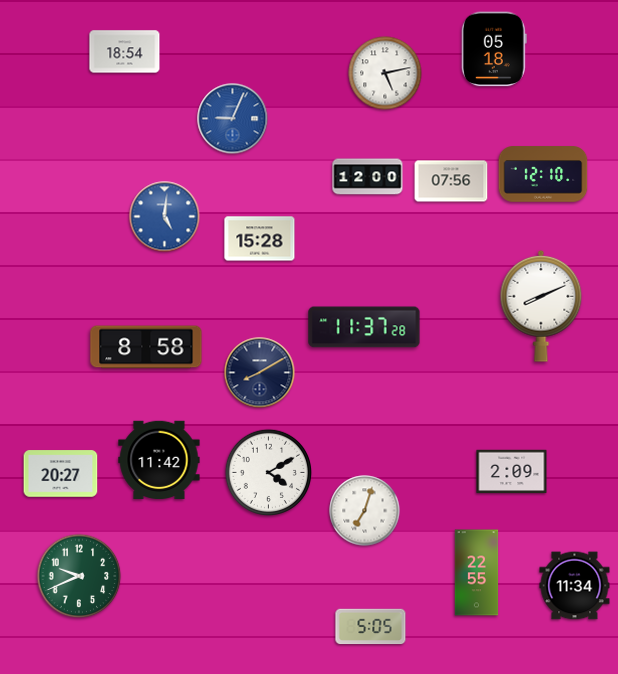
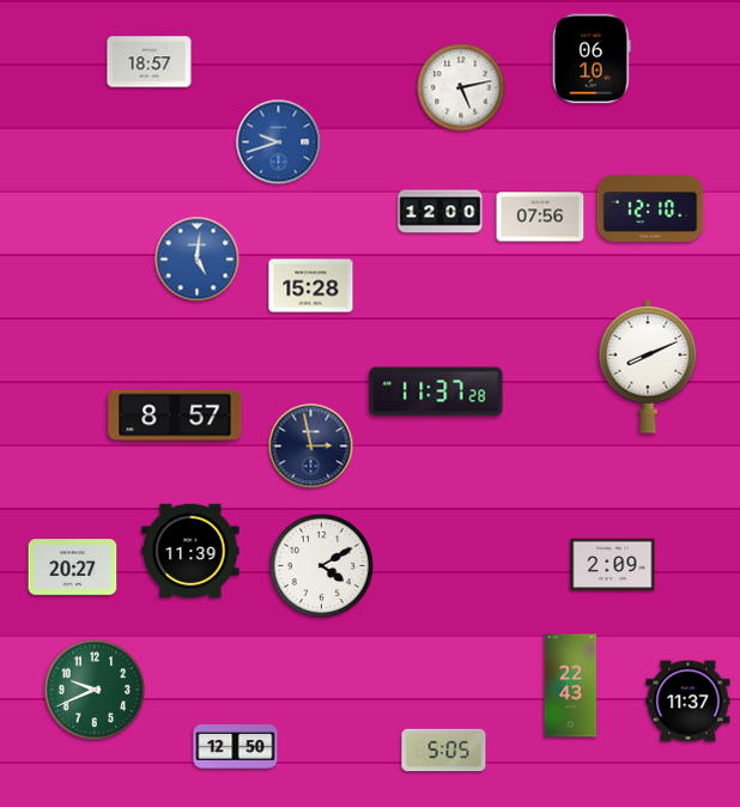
clock at (494, 49): 05:18 -> 06:10
clock at (125, 52): 18:54 -> 18:57
clock at (233, 119): 9:04 -> 9:42
clock at (146, 347): 8:58 -> 8:57
clock at (260, 373): 8:10 -> 2:58
clock at (159, 460): 11:42 -> 11:39
clock at (365, 511): 7:03 -> none
clock at (477, 573): 22:55 -> 22:43
clock at (575, 586): 11:34 -> 11:37
clock at (236, 746): none -> 12:50
